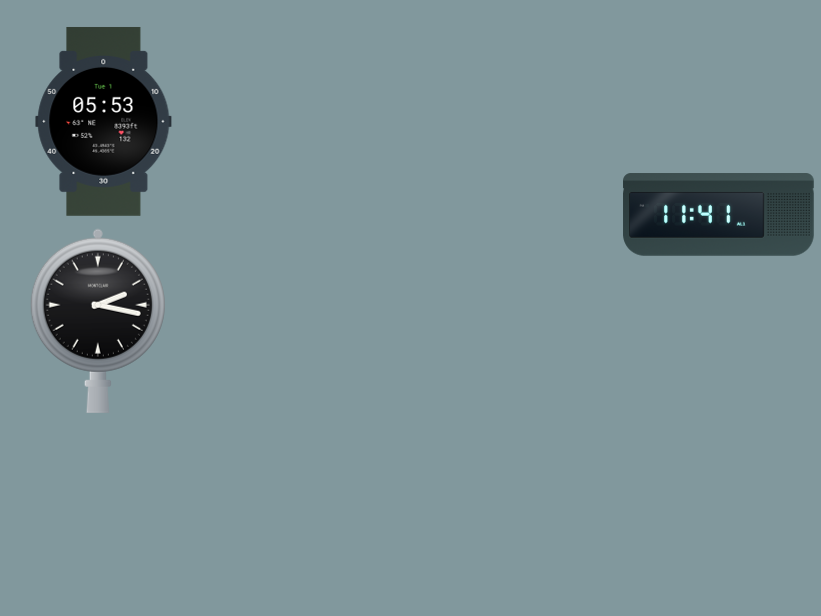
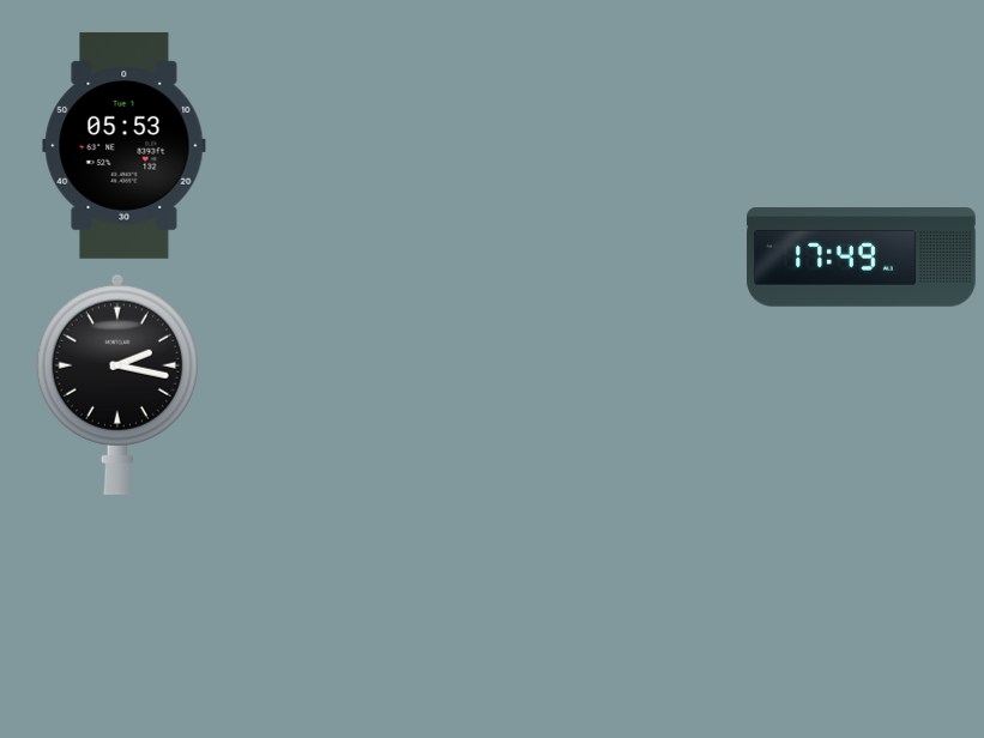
clock at (719, 215): 11:41 -> 17:49
